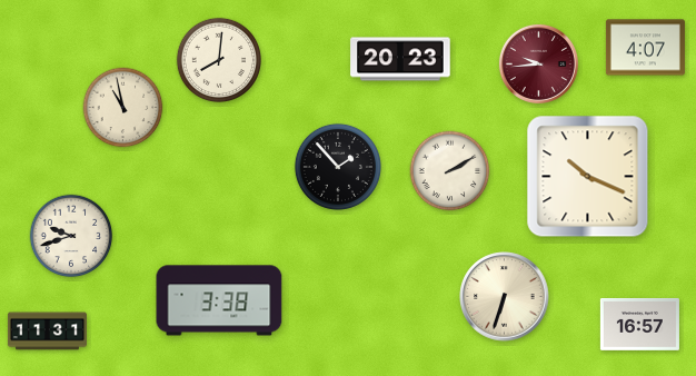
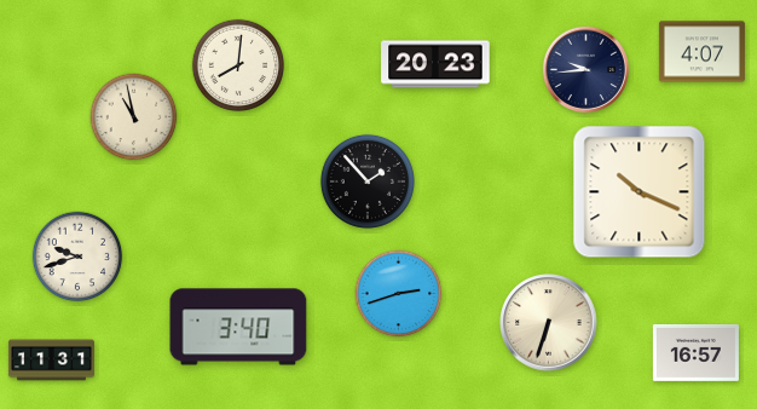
clock at (538, 63) dial: burgundy -> navy
clock at (450, 171): 2:10 -> none
clock at (399, 294): none -> 2:42
clock at (219, 300): 3:38 -> 3:40
